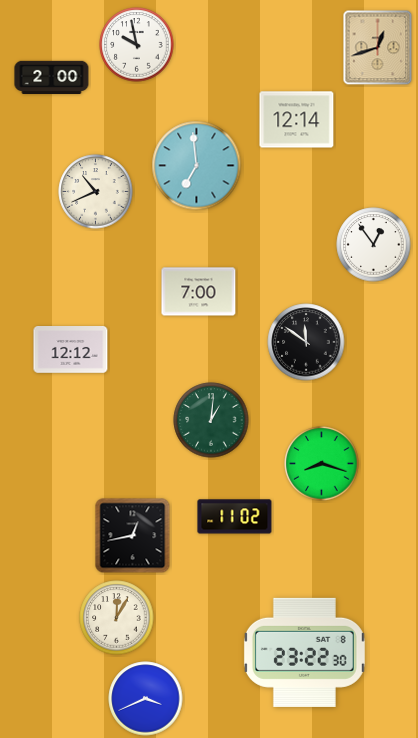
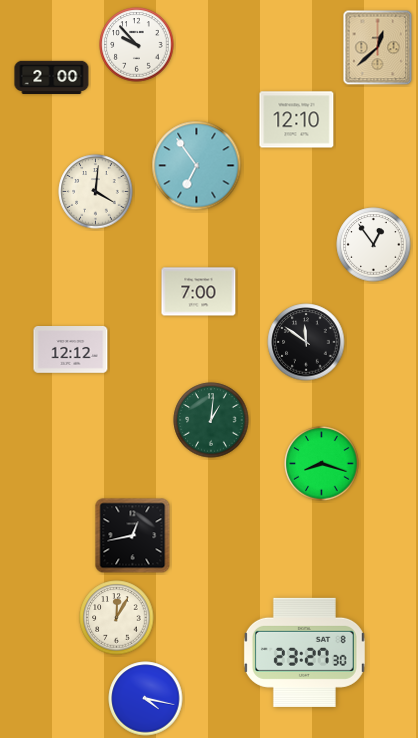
clock at (137, 45): 9:58 -> 9:53
clock at (378, 48): 12:42 -> 12:38
clock at (297, 120): 12:14 -> 12:10
clock at (197, 166): 6:59 -> 6:54
clock at (96, 192): 10:41 -> 4:01
clock at (235, 517): 11:02 -> none
clock at (304, 652): 23:22 -> 23:27
clock at (146, 699): 3:41 -> 4:17
